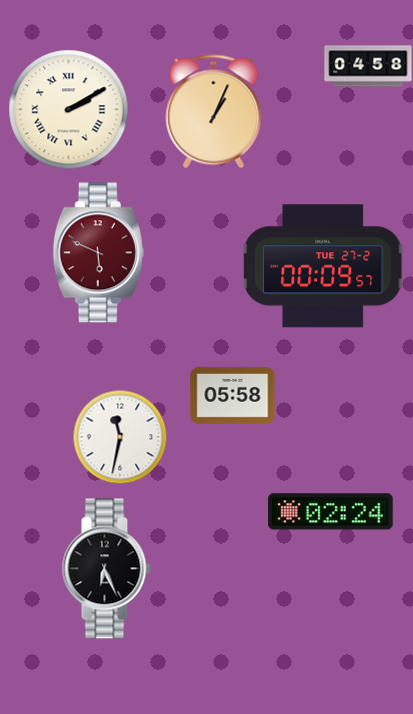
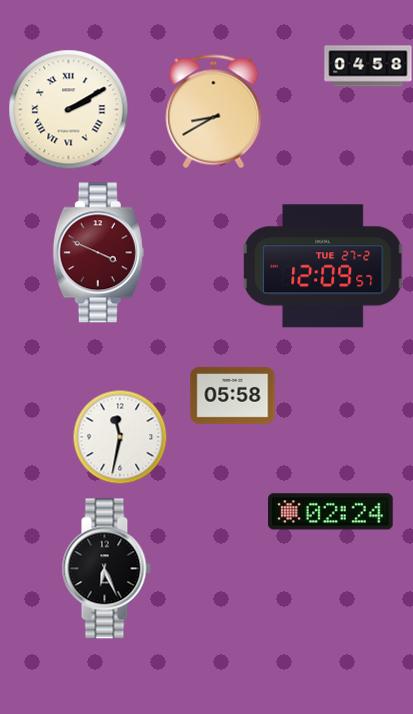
clock at (214, 112): 1:04 -> 8:40
clock at (98, 253): 5:49 -> 3:49
clock at (324, 266): 00:09 -> 12:09
